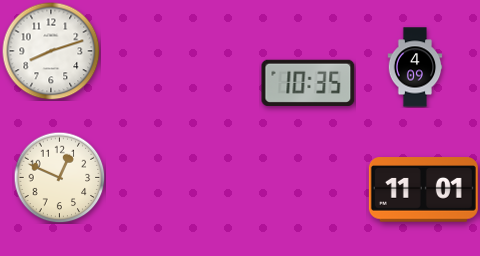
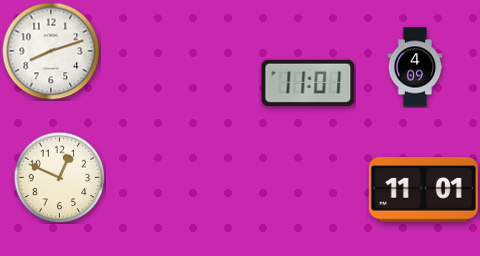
clock at (308, 83): 10:35 -> 11:01
